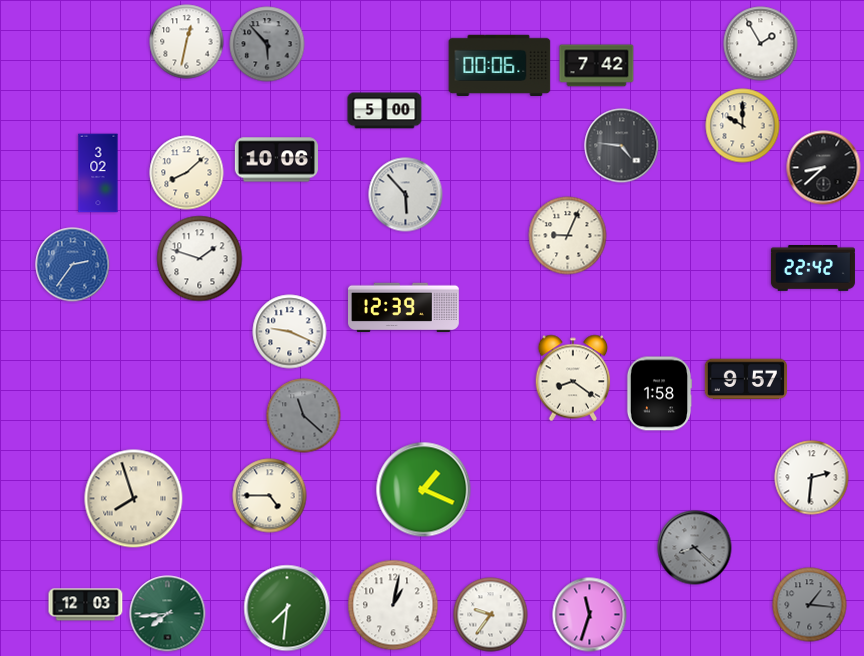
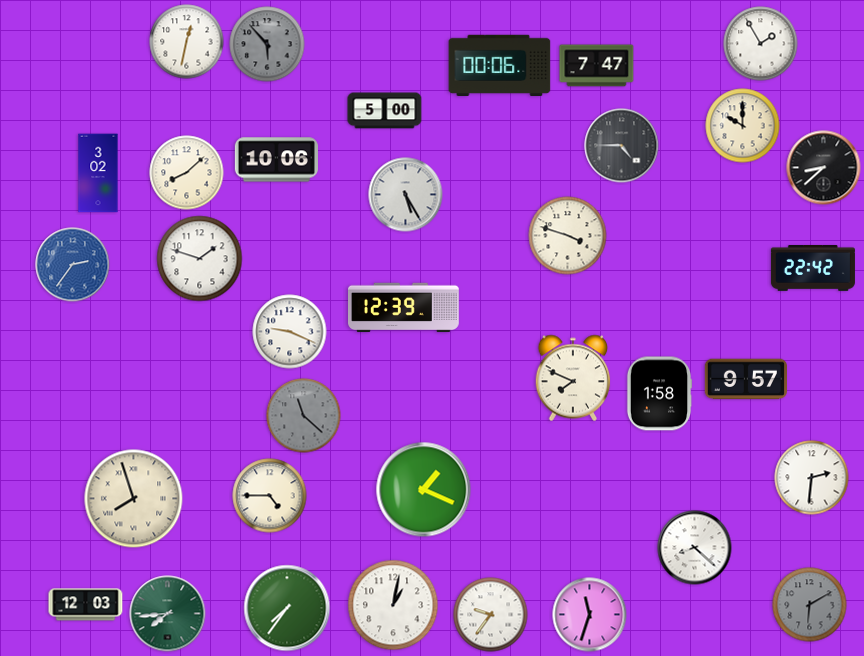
clock at (597, 66): 7:42 -> 7:47
clock at (622, 146): 4:46 -> 4:45
clock at (406, 195): 5:53 -> 5:25
clock at (568, 236): 9:04 -> 3:48
clock at (573, 378): 8:21 -> 7:49
clock at (695, 548) dial: grey -> white
clock at (810, 605): 1:16 -> 6:10
clock at (287, 608): 7:31 -> 7:36
